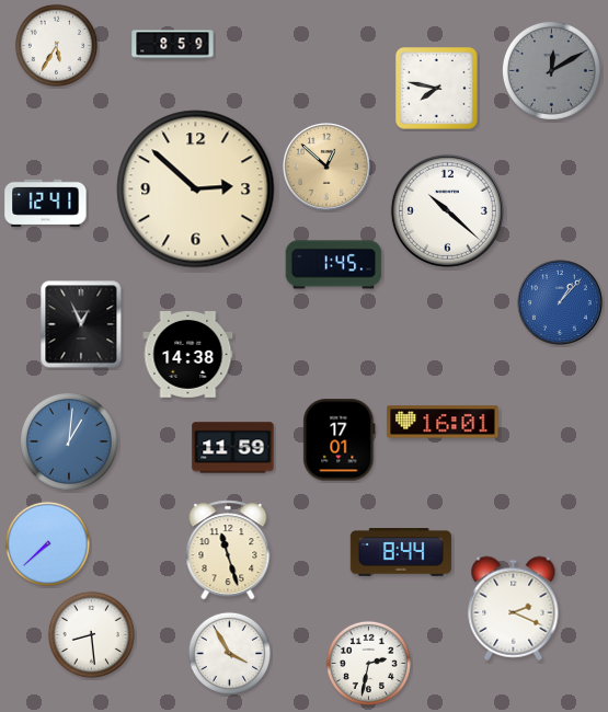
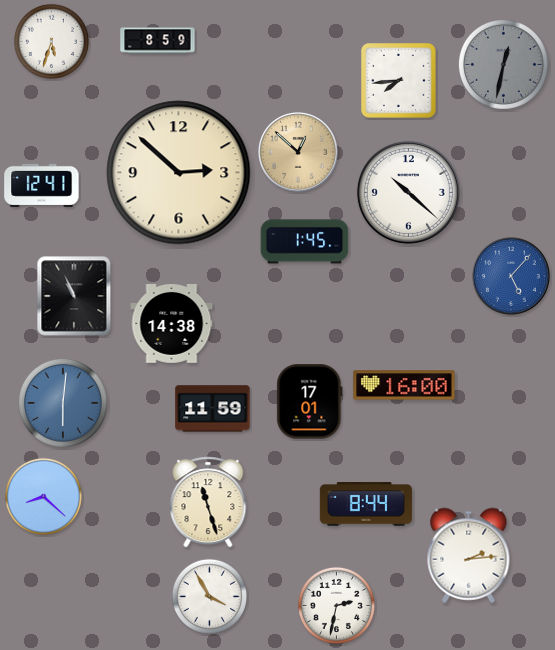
clock at (56, 45): 5:35 -> 5:33
clock at (551, 70): 12:10 -> 12:32
clock at (437, 89): 7:47 -> 7:44
clock at (560, 302): 1:07 -> 5:07
clock at (81, 324): 12:56 -> 10:56
clock at (443, 422): 16:01 -> 16:00
clock at (69, 441): 1:01 -> 6:01
clock at (47, 543): 7:38 -> 8:22
clock at (514, 609): 2:19 -> 2:14
clock at (91, 634): 8:29 -> none
